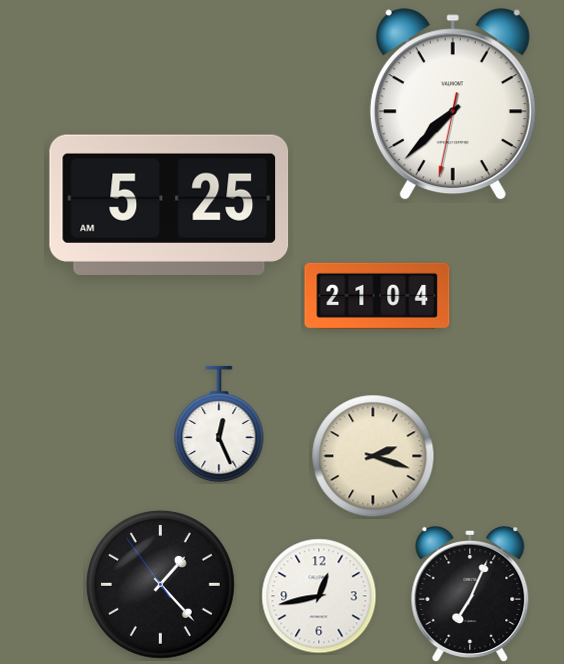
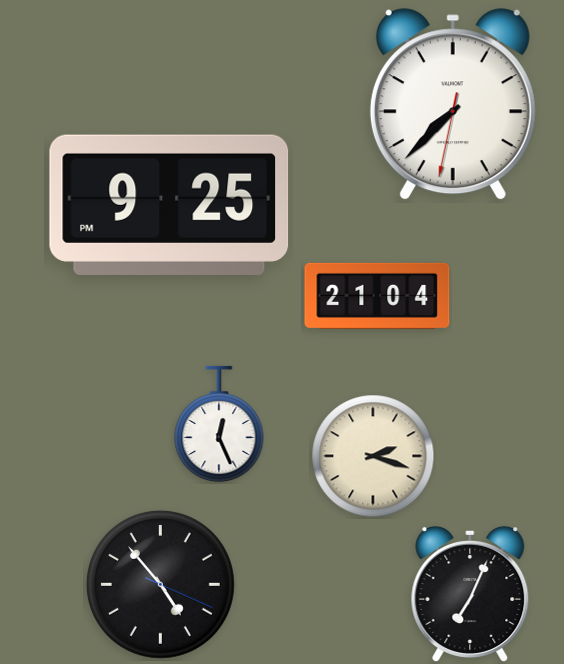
clock at (169, 205): 5:25 -> 9:25
clock at (160, 584): 1:22 -> 4:53
clock at (319, 596): 12:43 -> none
